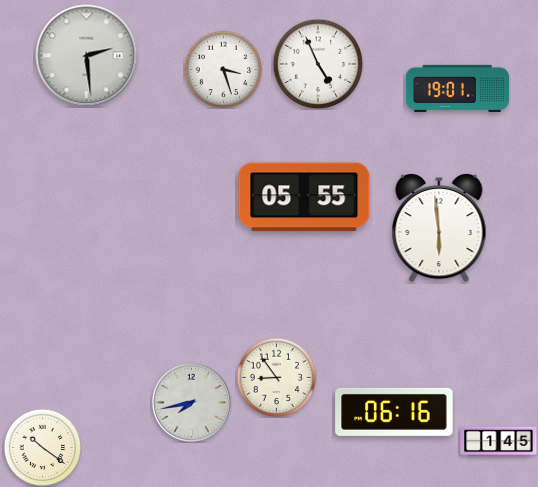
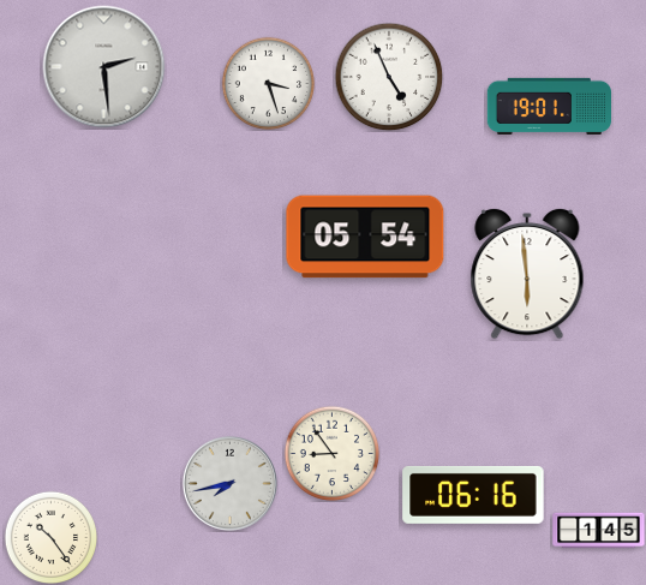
clock at (318, 64) position: (318, 64) -> (389, 77)
clock at (304, 197): 05:55 -> 05:54
clock at (42, 447): 10:21 -> 10:24
